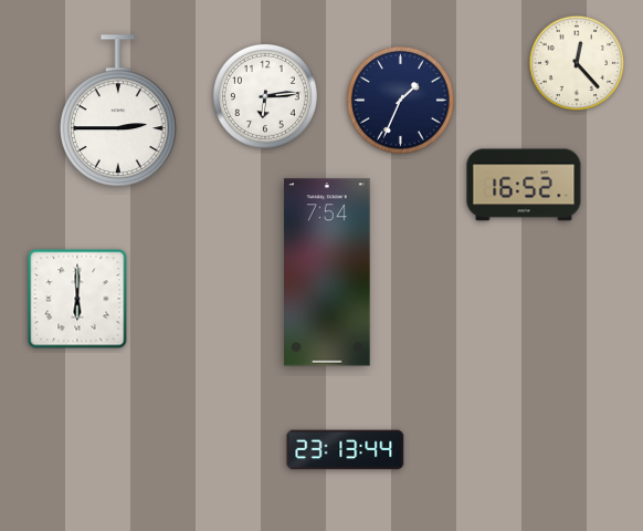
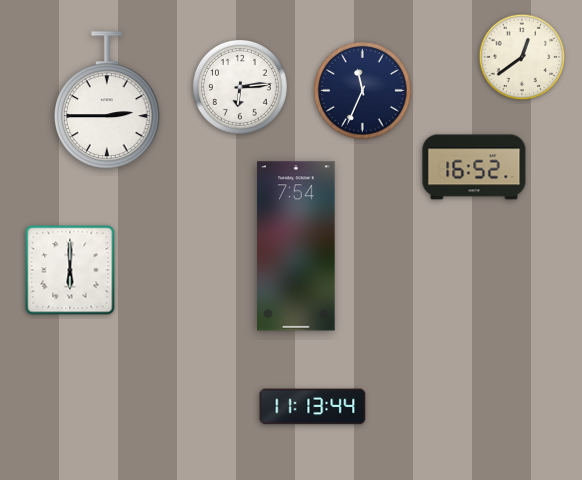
clock at (577, 63): 12:23 -> 12:39
clock at (401, 101): 1:34 -> 11:34
clock at (346, 450): 23:13 -> 11:13
